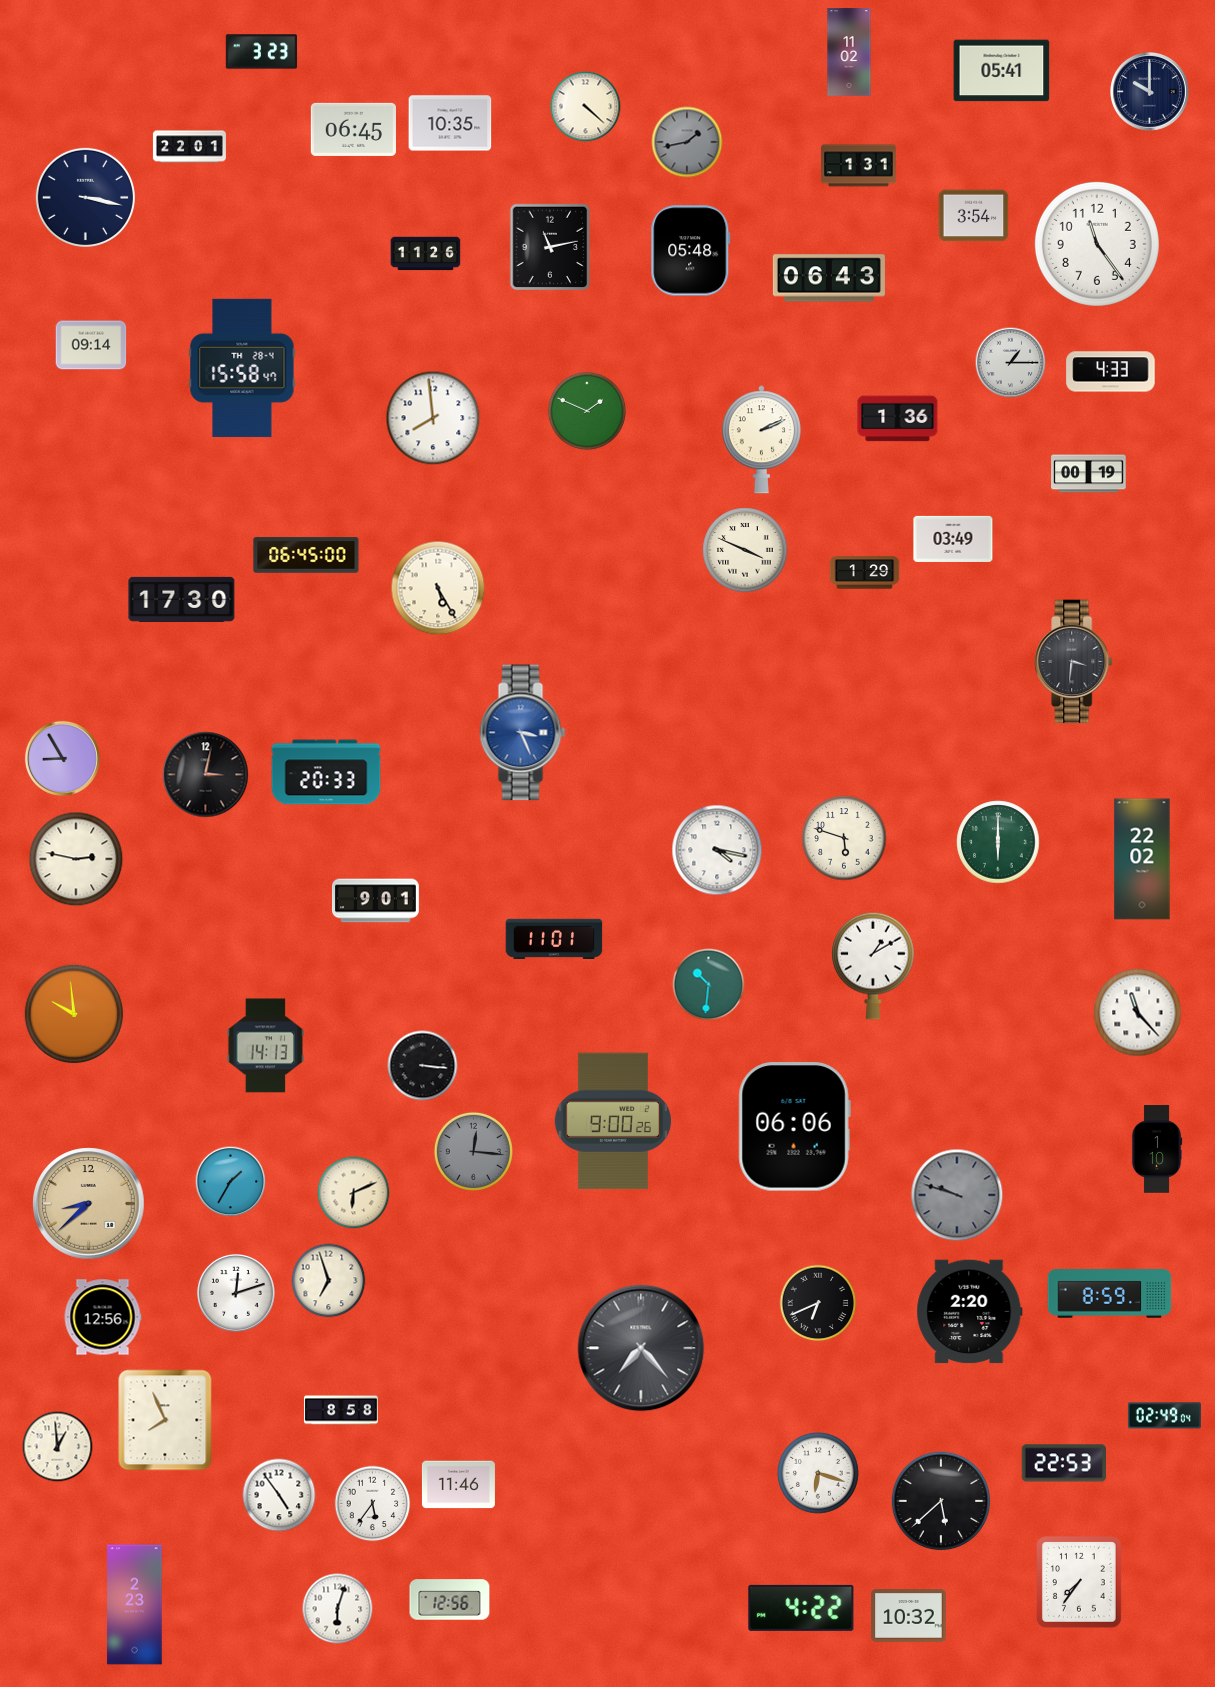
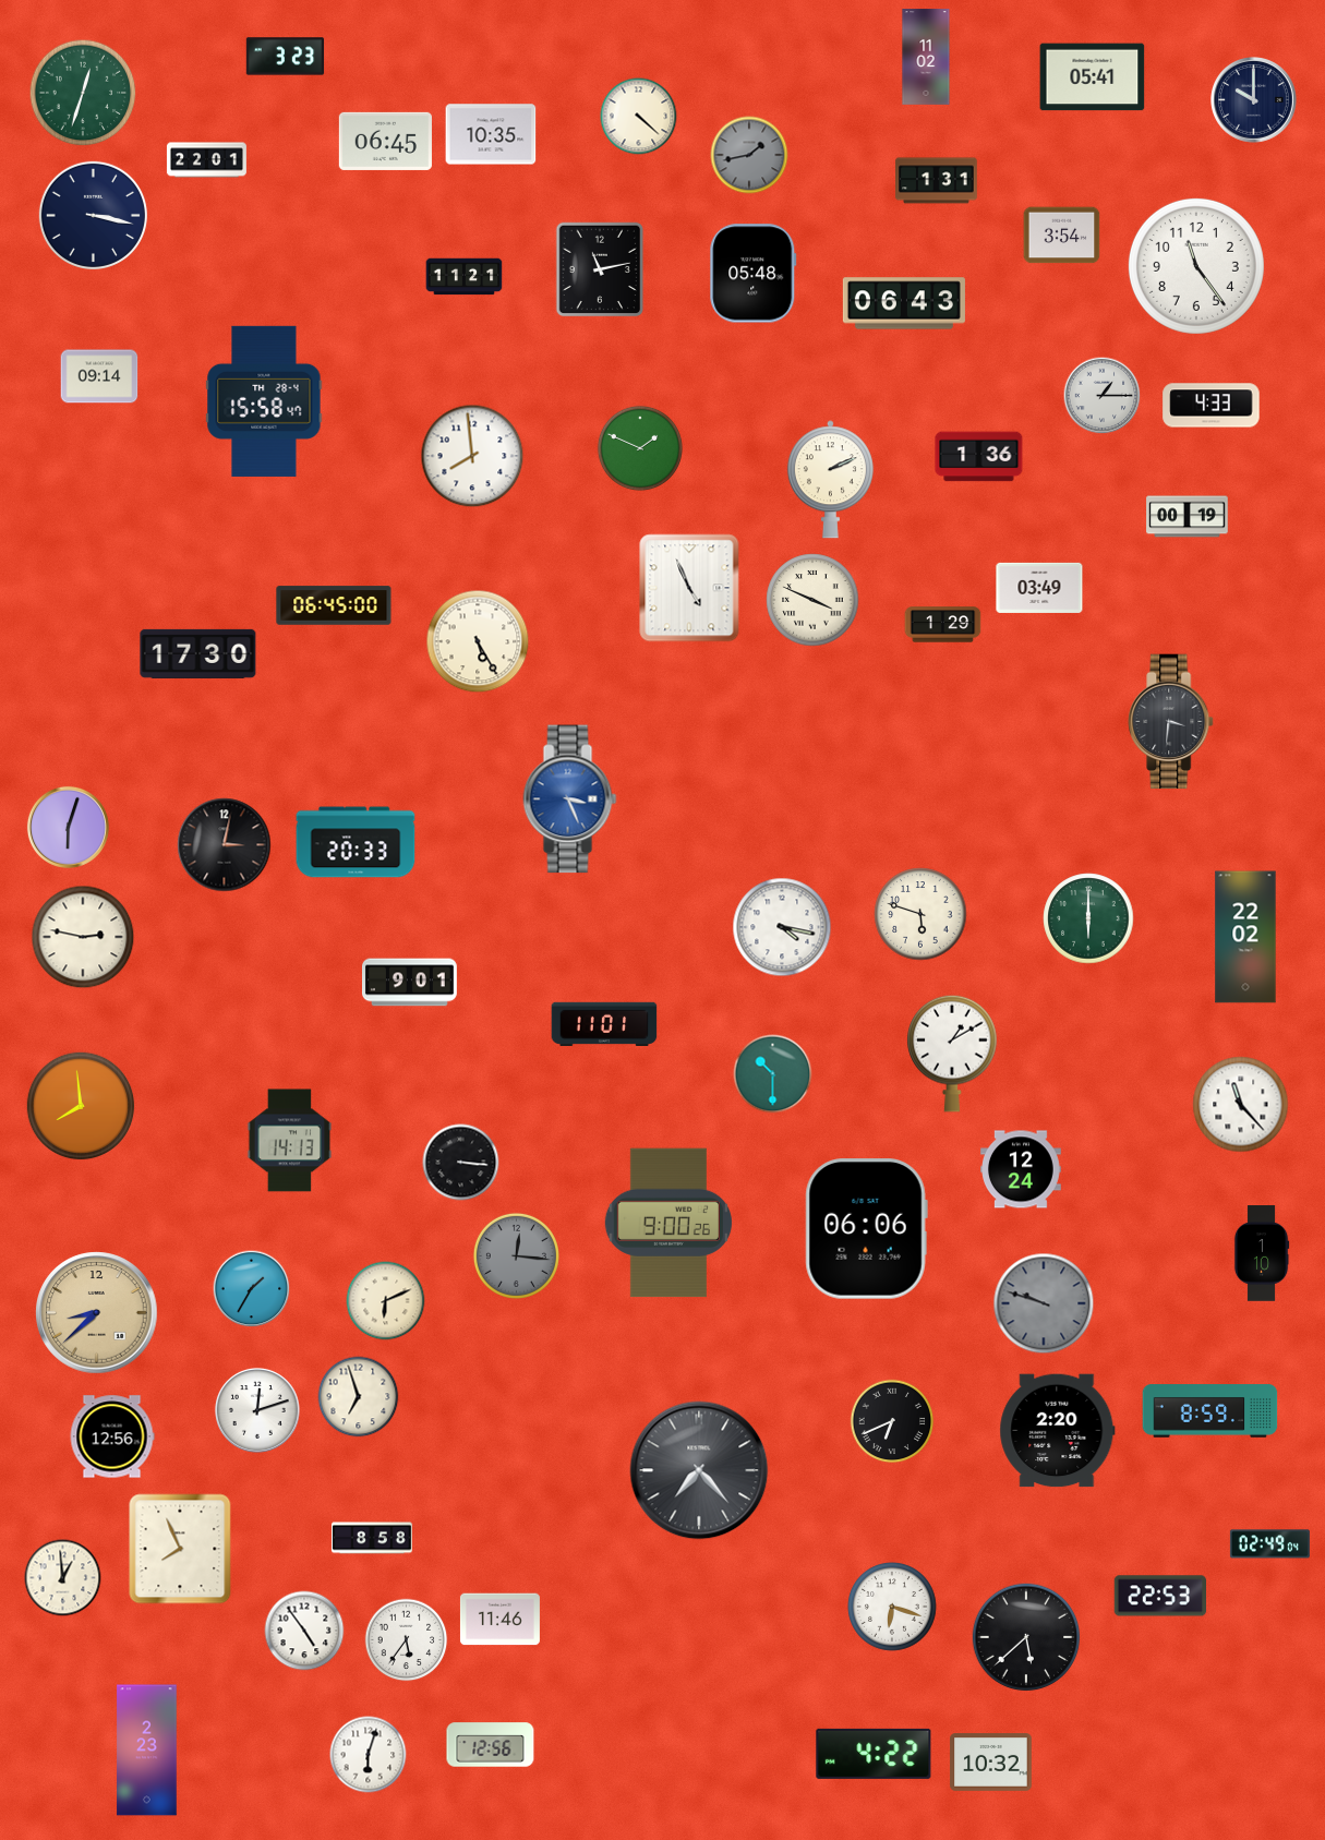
clock at (83, 93): none -> 12:33
clock at (426, 254): 11:26 -> 11:21
clock at (689, 588): none -> 4:56
clock at (62, 758): 8:55 -> 6:03
clock at (709, 985): 10:31 -> 10:30
clock at (74, 1014): 9:59 -> 7:59
clock at (1022, 1169): none -> 12:24
clock at (1080, 1583): 7:36 -> none
